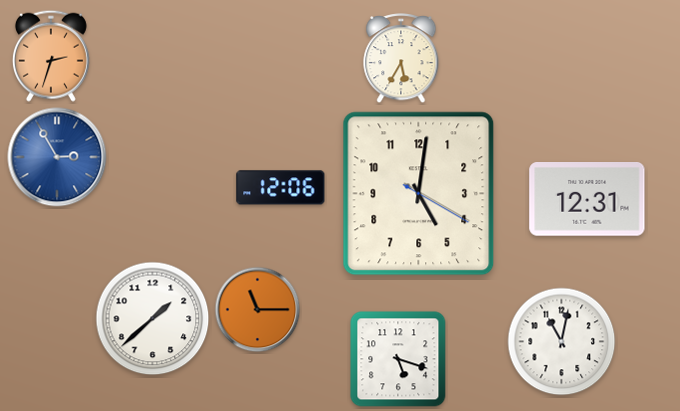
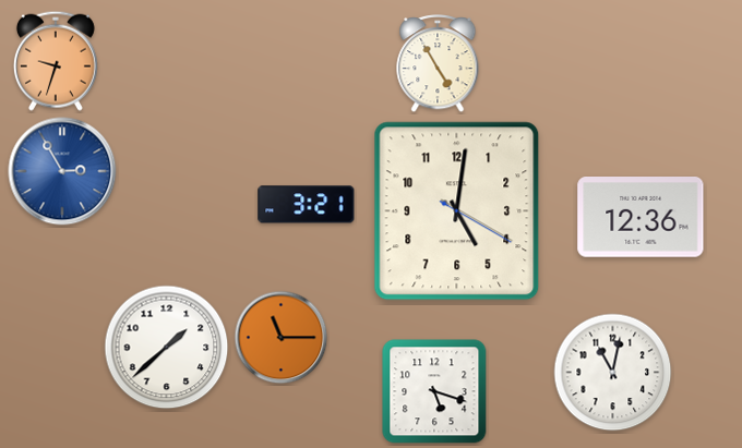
clock at (51, 56): 2:33 -> 9:33
clock at (401, 59): 5:35 -> 4:55
clock at (281, 188): 12:06 -> 3:21
clock at (587, 200): 12:31 -> 12:36
